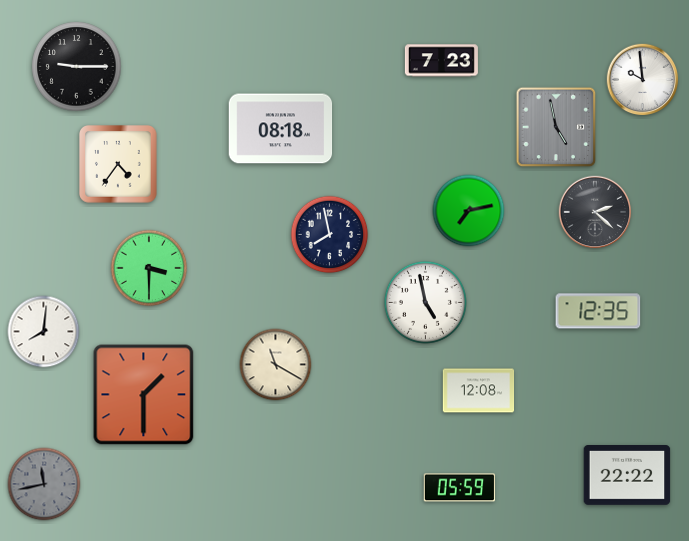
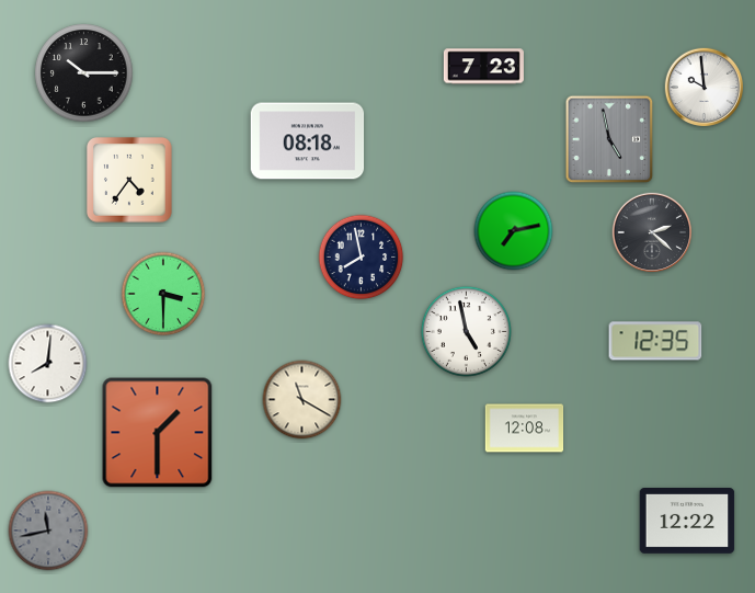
clock at (77, 67): 9:15 -> 10:15
clock at (627, 476): 22:22 -> 12:22
clock at (460, 488): 05:59 -> none
